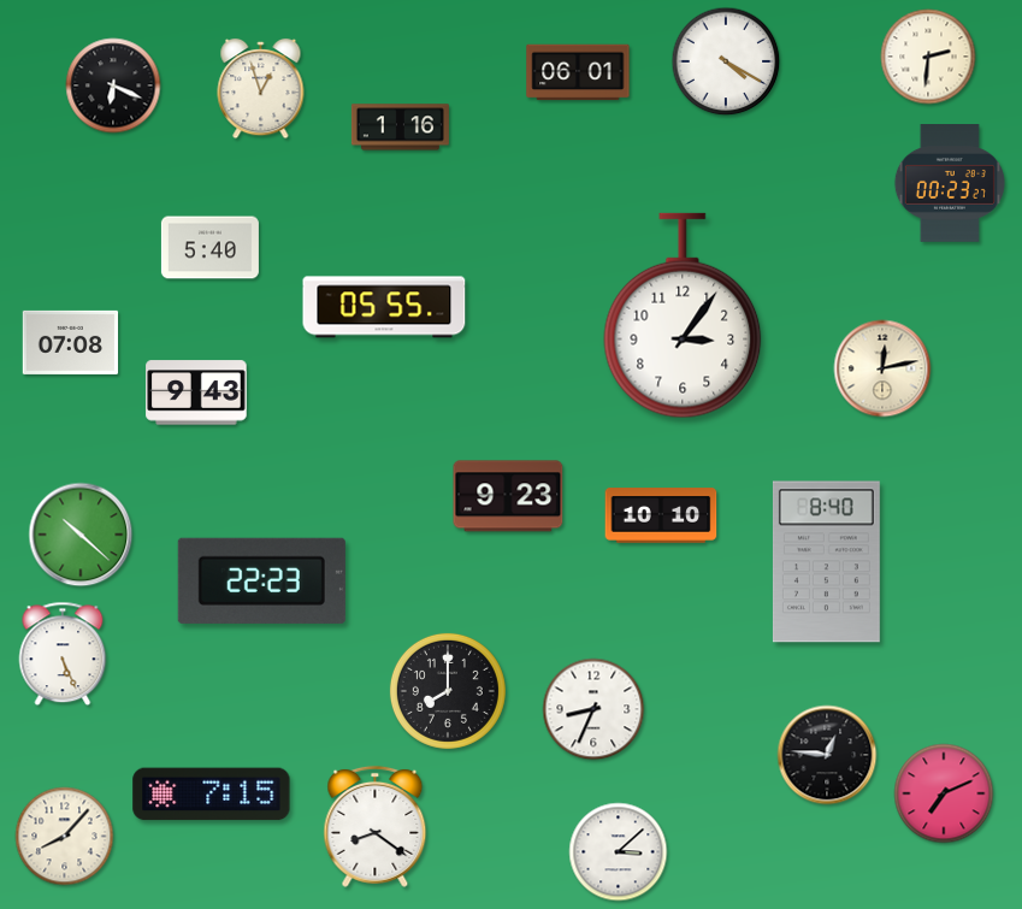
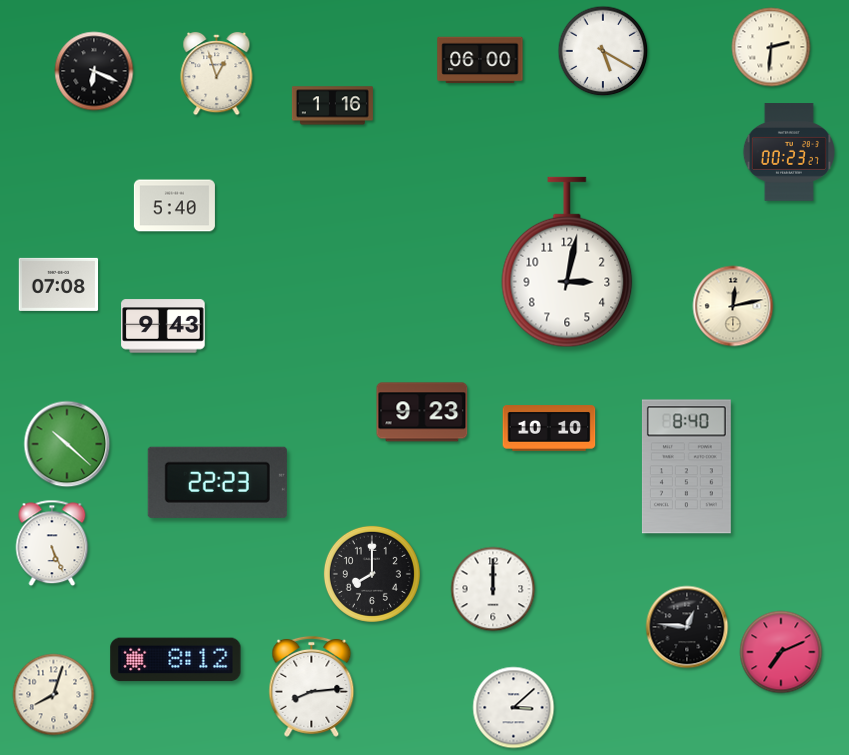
clock at (726, 61): 4:20 -> 5:20
clock at (578, 72): 06:01 -> 06:00
clock at (384, 307): 05:55 -> none
clock at (683, 315): 3:06 -> 3:02
clock at (593, 709): 8:34 -> 12:00
clock at (944, 793) position: (944, 793) -> (781, 652)
clock at (212, 795): 7:15 -> 8:12
clock at (376, 826): 8:21 -> 8:14
clock at (65, 837): 8:07 -> 8:03
